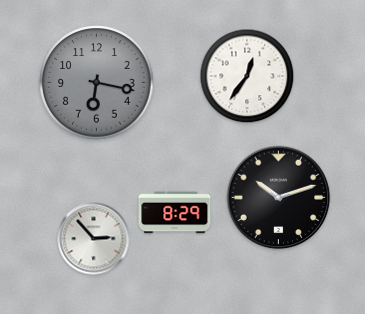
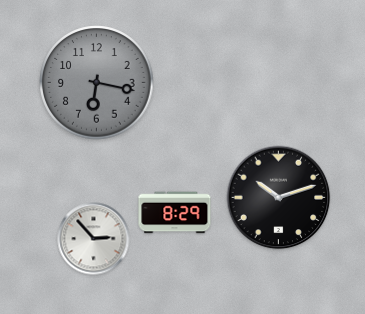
clock at (247, 76): 12:36 -> none
